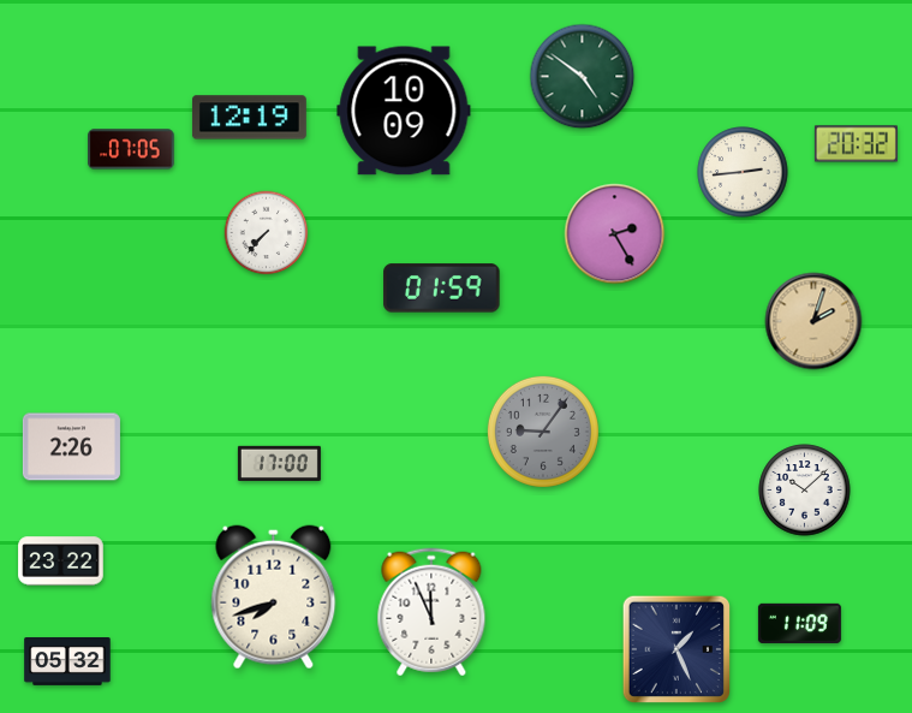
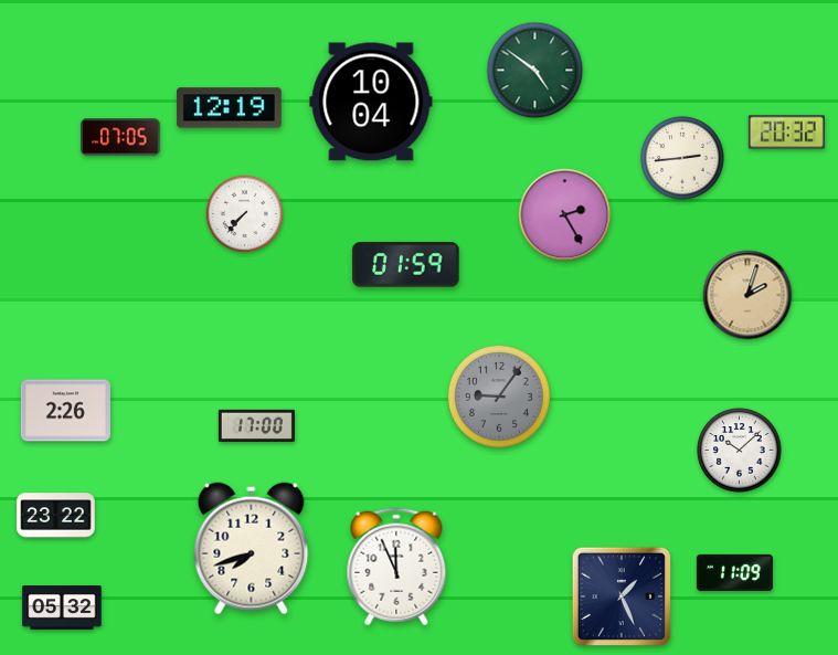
clock at (404, 111): 10:09 -> 10:04
clock at (431, 612) position: (431, 612) -> (396, 567)
